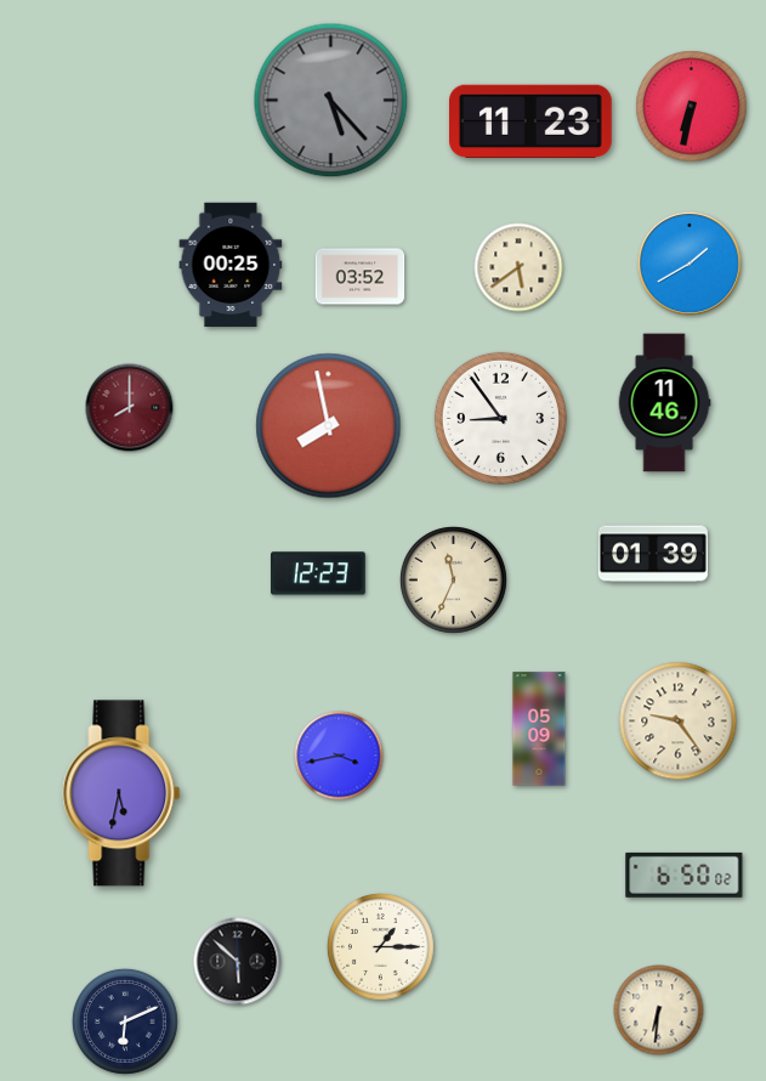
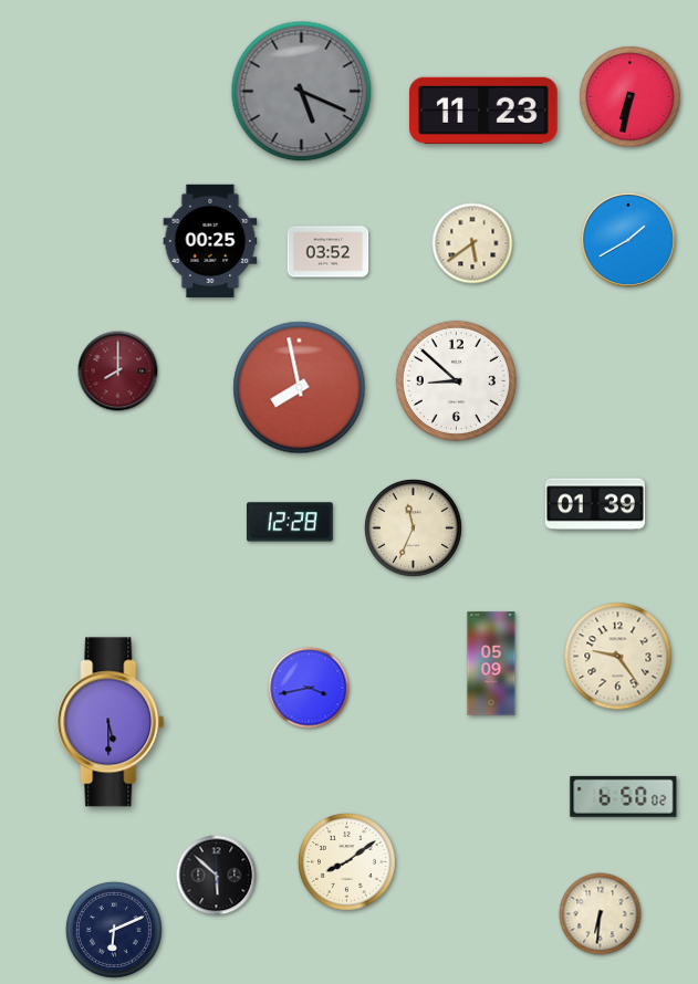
clock at (331, 101): 5:23 -> 5:19
clock at (664, 403): 11:46 -> none
clock at (500, 418): 8:54 -> 8:52
clock at (319, 573): 12:23 -> 12:28
clock at (121, 793): 5:32 -> 5:30
clock at (381, 947): 1:15 -> 8:09
clock at (659, 1011) position: (659, 1011) -> (601, 914)
